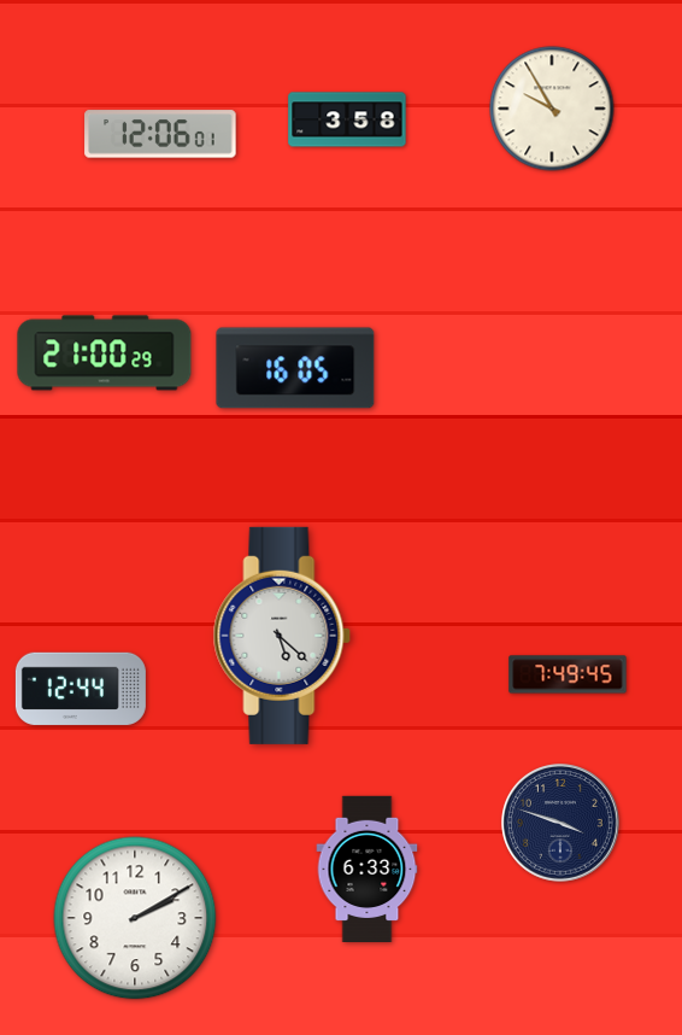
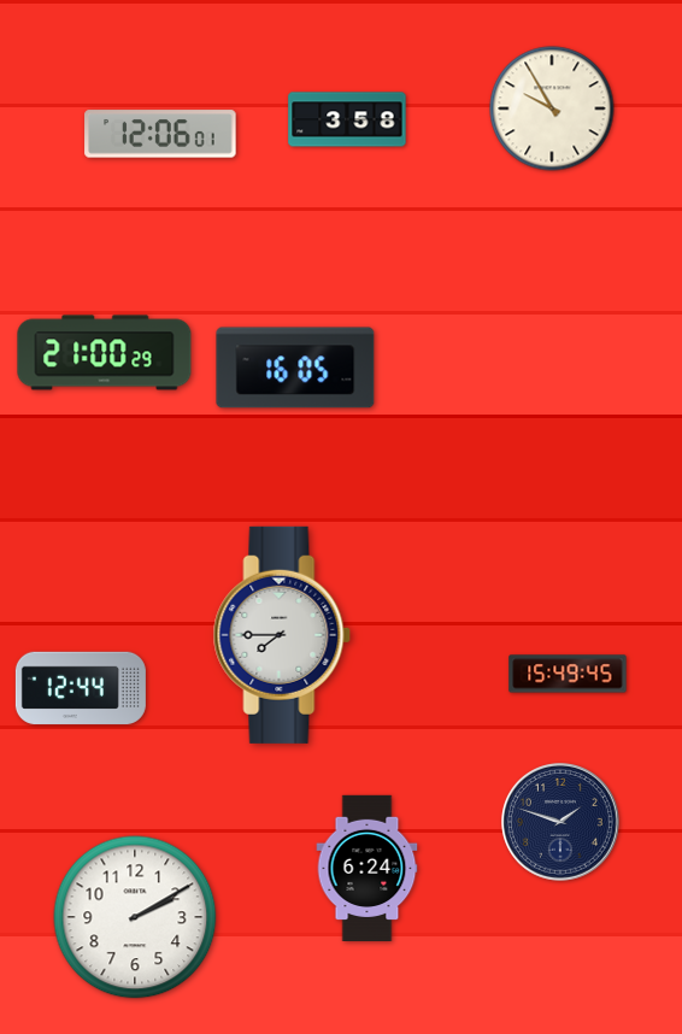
clock at (282, 636): 5:22 -> 7:45
clock at (568, 674): 7:49 -> 15:49
clock at (560, 823): 3:48 -> 1:48
clock at (368, 869): 6:33 -> 6:24
